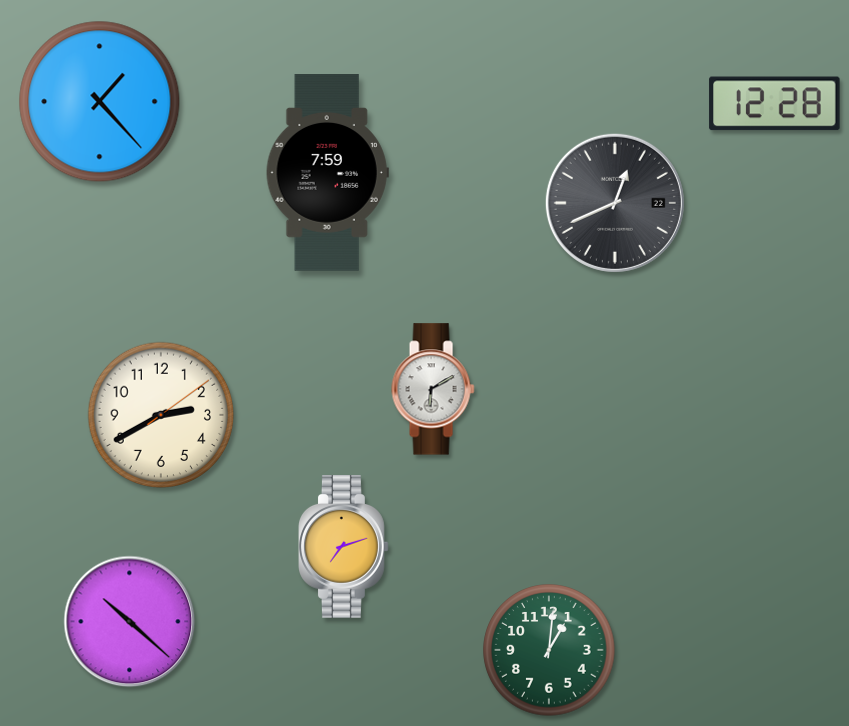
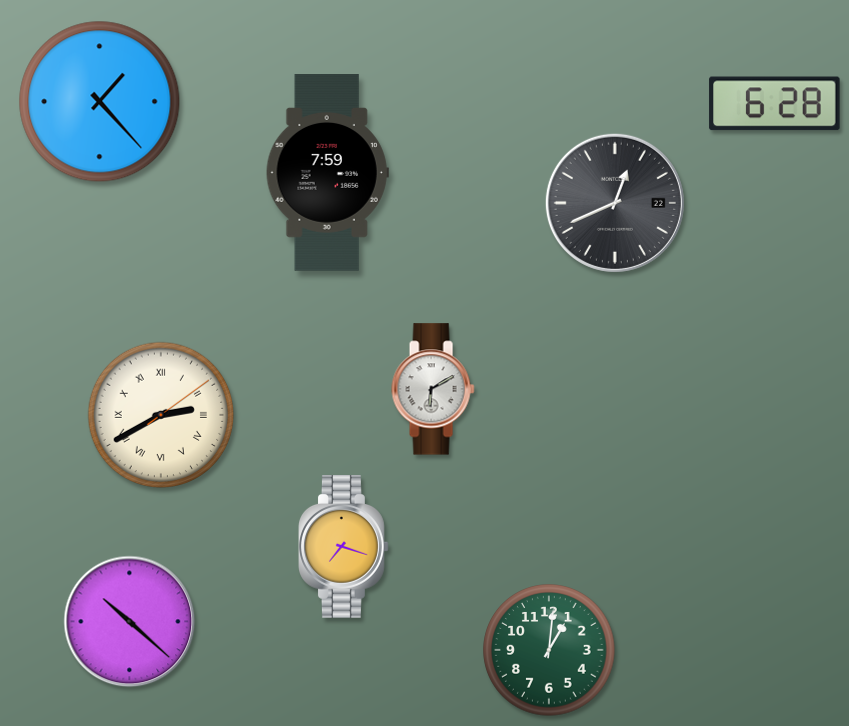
clock at (775, 104): 12:28 -> 6:28
clock at (161, 415) numerals: Arabic -> Roman
clock at (344, 547): 7:12 -> 7:18
